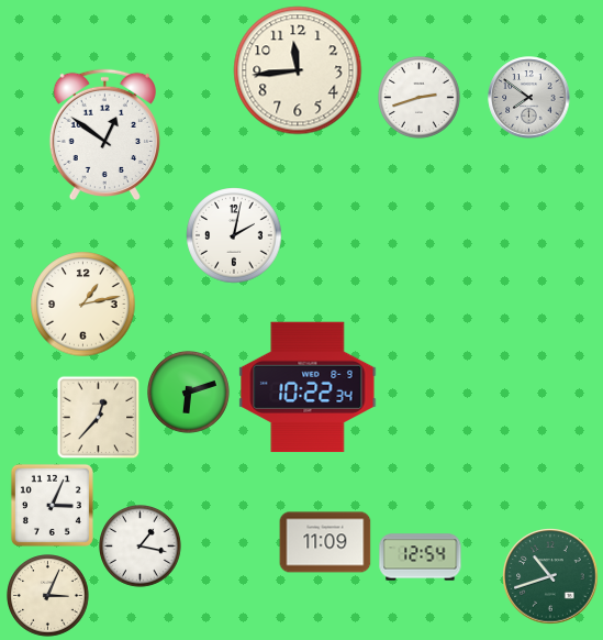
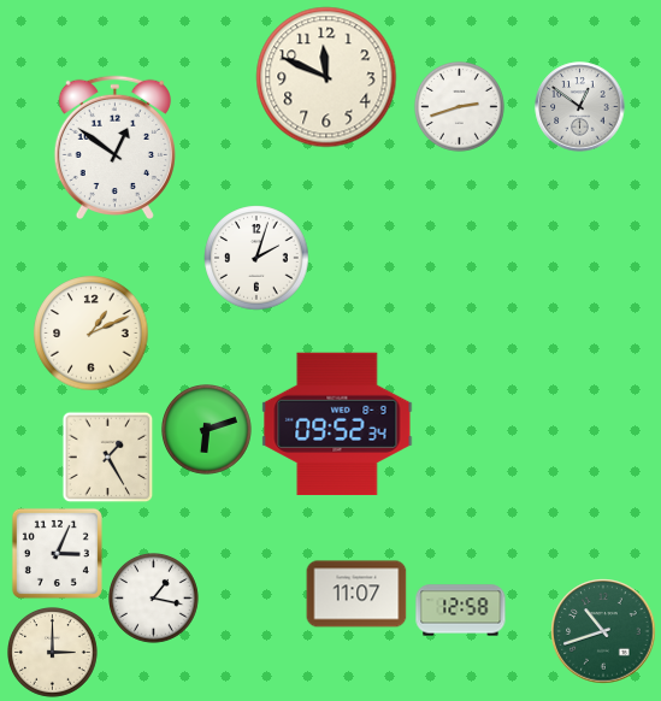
clock at (298, 70): 11:44 -> 11:49
clock at (529, 98): 7:51 -> 12:51
clock at (234, 235): 2:02 -> 2:03
clock at (83, 305): 1:13 -> 1:11
clock at (308, 387): 10:22 -> 09:52
clock at (99, 418): 12:37 -> 1:25
clock at (325, 542): 11:09 -> 11:07
clock at (421, 558): 12:54 -> 12:58
clock at (48, 596): 3:04 -> 3:00
